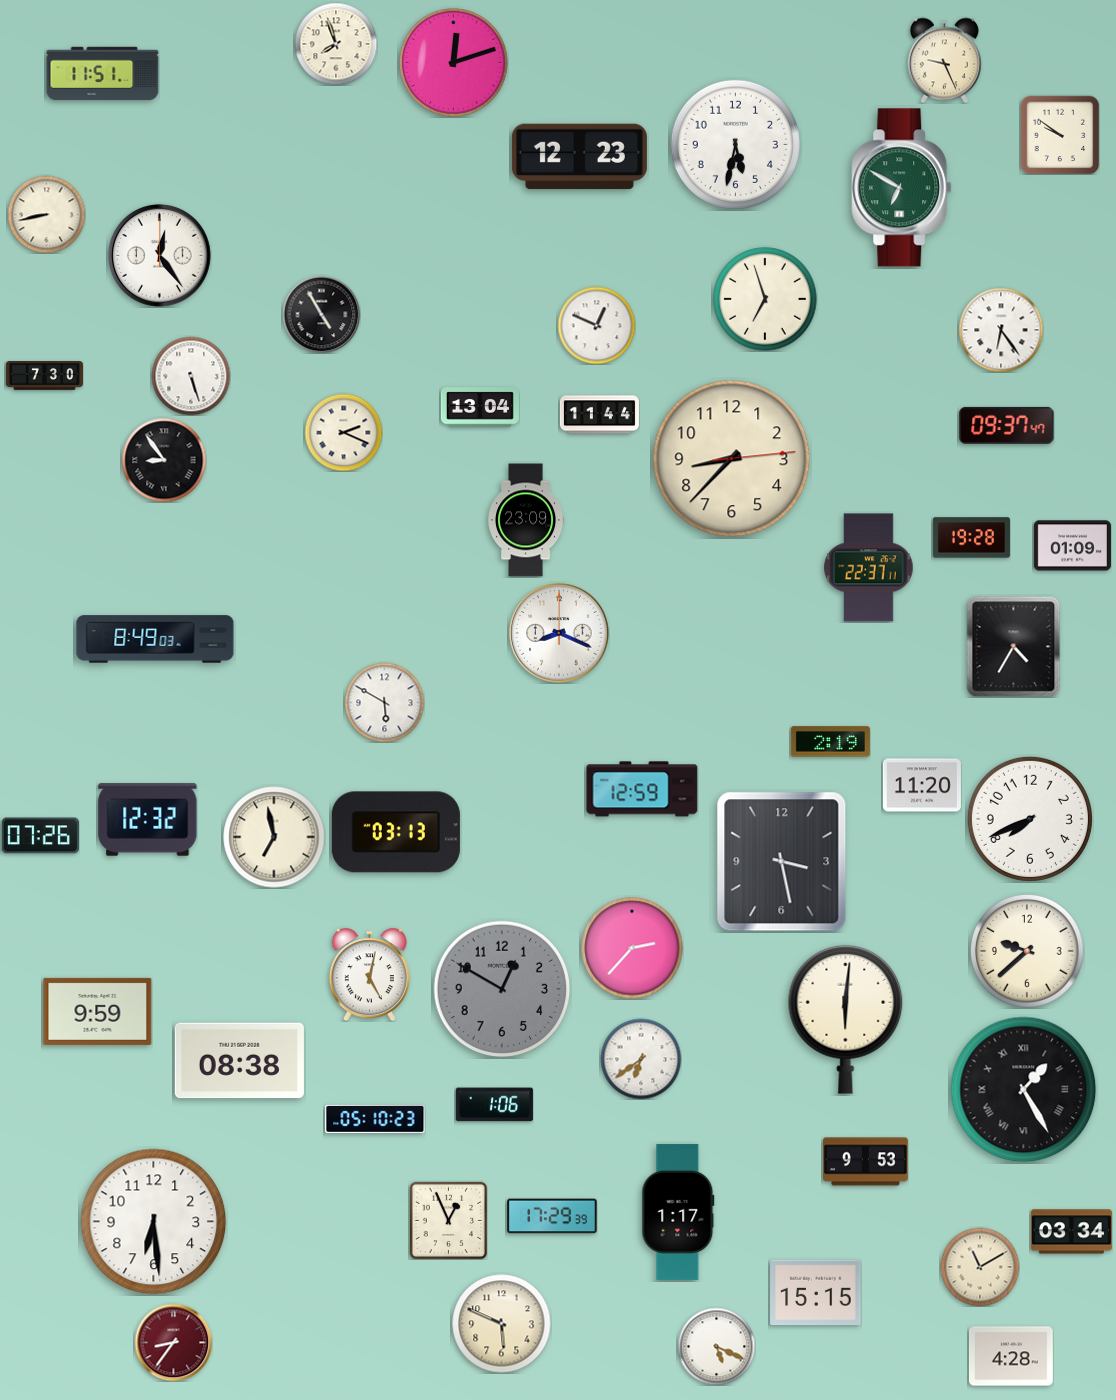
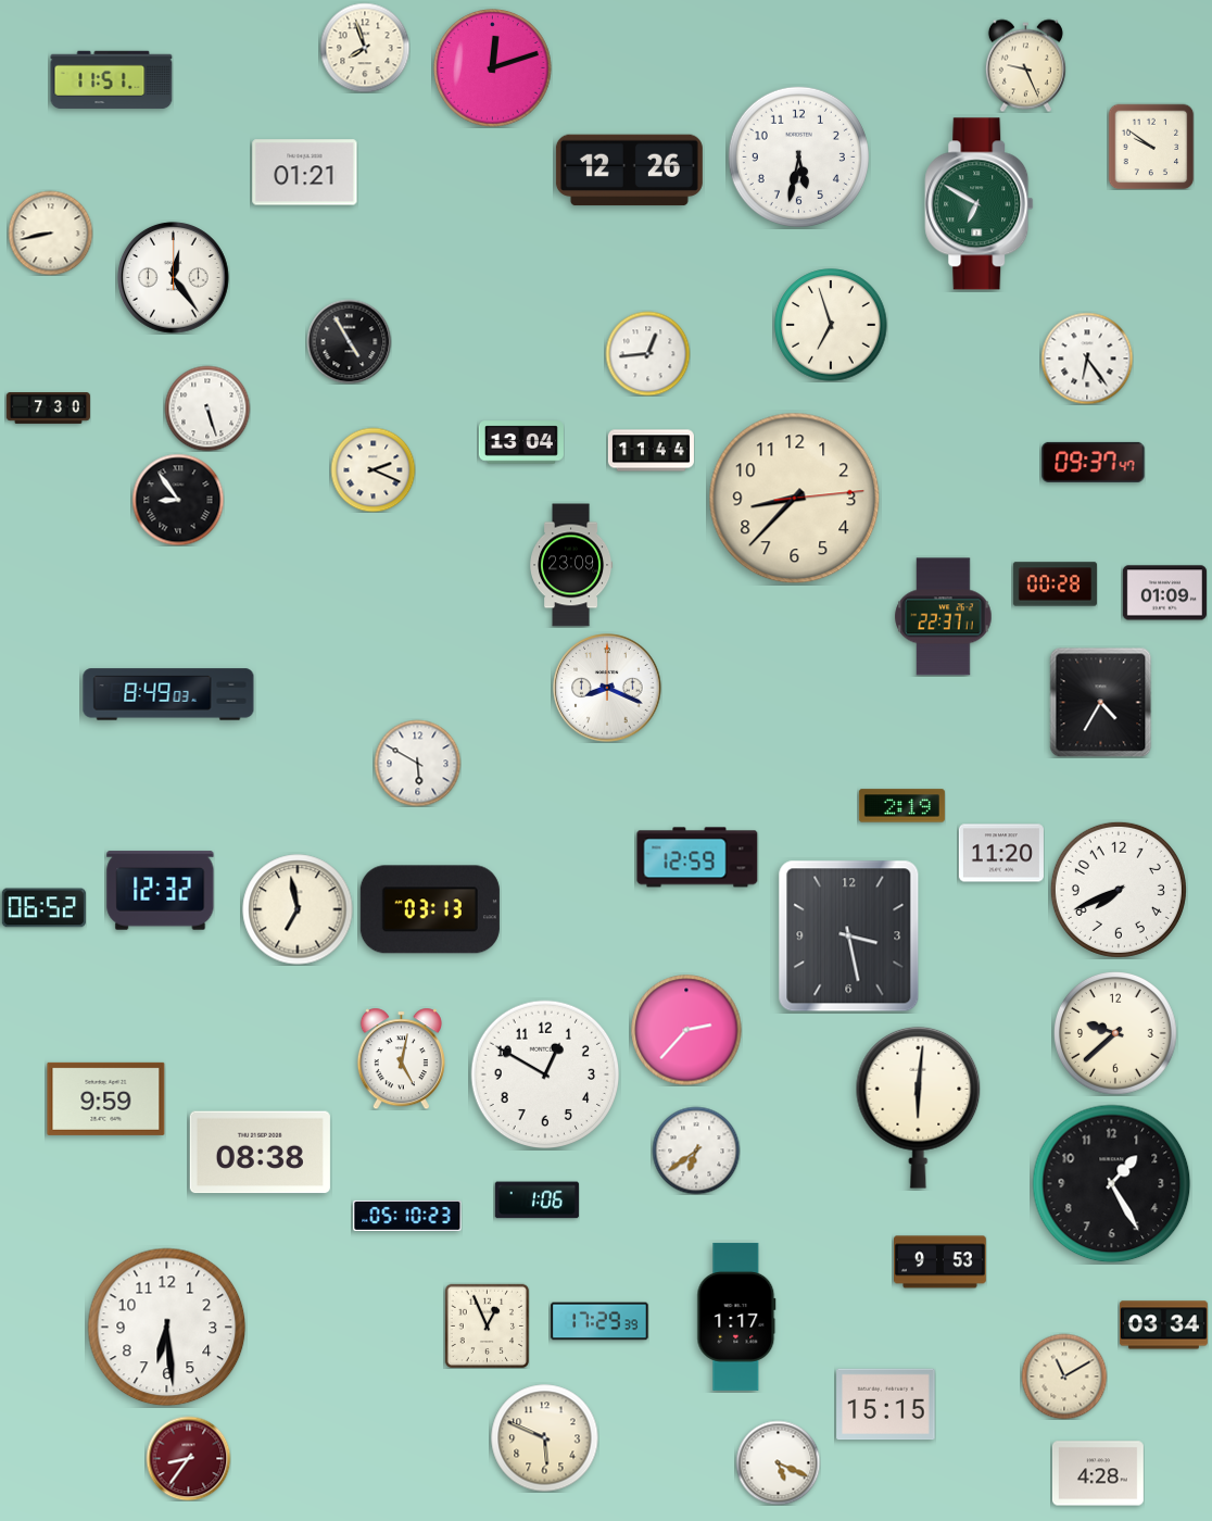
clock at (579, 157): 12:23 -> 12:26
clock at (305, 173): none -> 01:21
clock at (596, 325): 12:49 -> 12:44
clock at (971, 538): 19:28 -> 00:28
clock at (396, 832) position: (396, 832) -> (430, 909)
clock at (40, 836): 07:26 -> 06:52
clock at (502, 989) dial: grey -> white
clock at (1024, 1090) numerals: Roman -> Arabic
clock at (1071, 1232) position: (1071, 1232) -> (1163, 1325)
